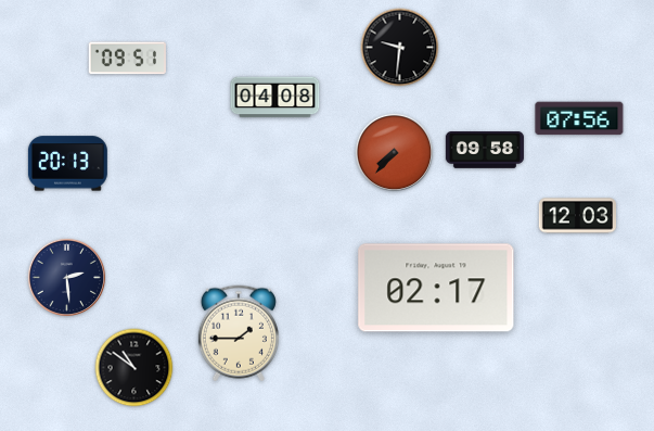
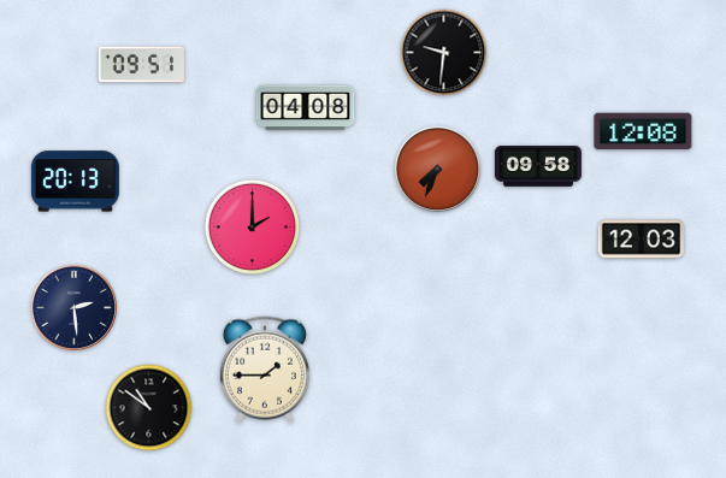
clock at (579, 118): 07:56 -> 12:08
clock at (395, 153): 7:37 -> 7:34
clock at (252, 226): none -> 2:00
clock at (436, 288): 02:17 -> none
